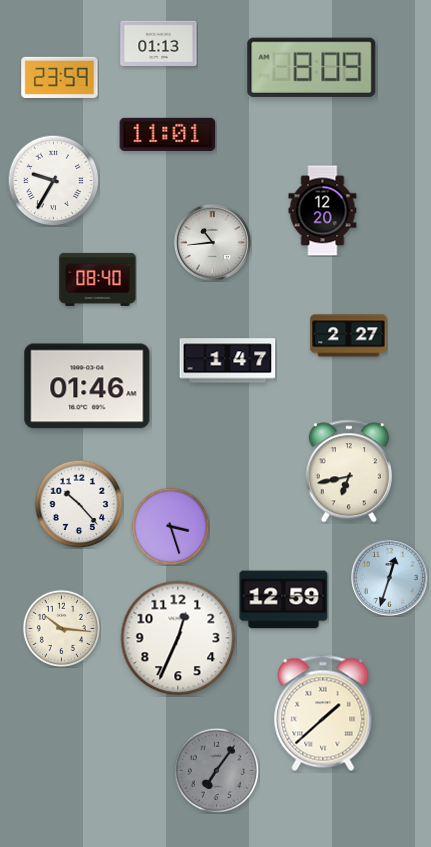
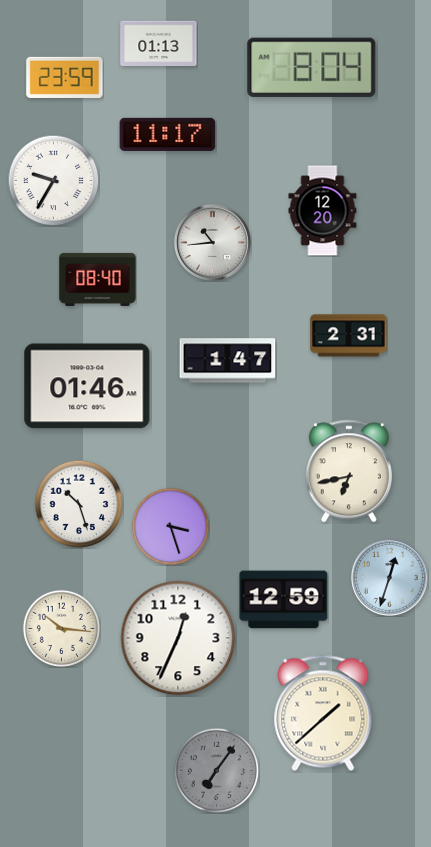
clock at (312, 67): 8:09 -> 8:04
clock at (60, 77) position: (60, 77) -> (65, 77)
clock at (168, 134): 11:01 -> 11:17
clock at (349, 336): 2:27 -> 2:31
clock at (79, 504): 10:23 -> 10:27
